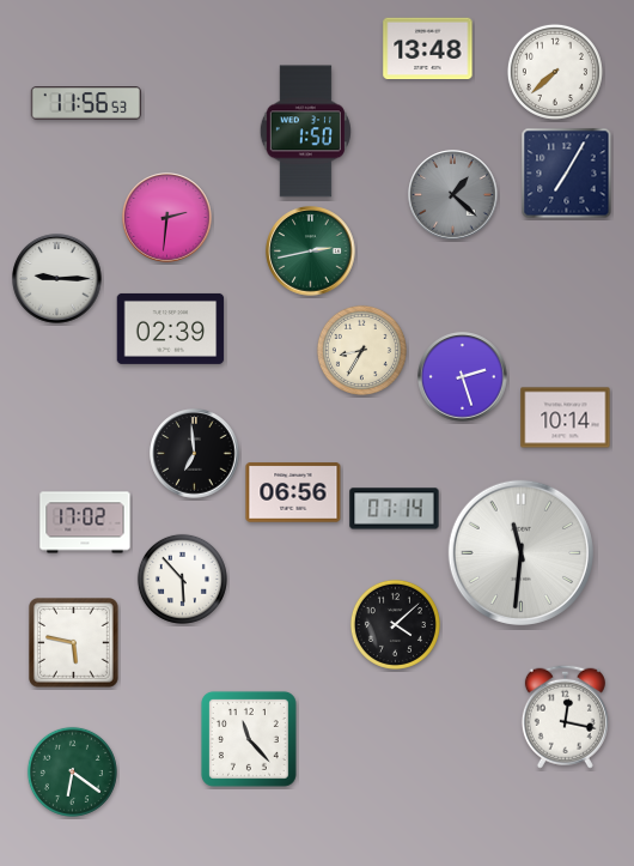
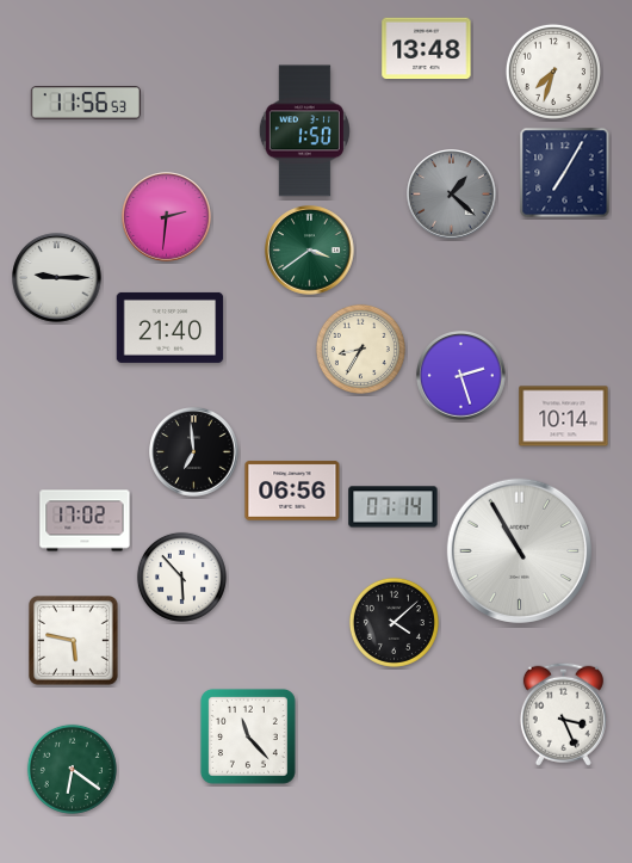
clock at (555, 72): 7:38 -> 7:33
clock at (311, 252): 2:43 -> 3:39
clock at (171, 328): 02:39 -> 21:40
clock at (520, 552): 11:31 -> 10:55
clock at (565, 716): 12:17 -> 3:26
